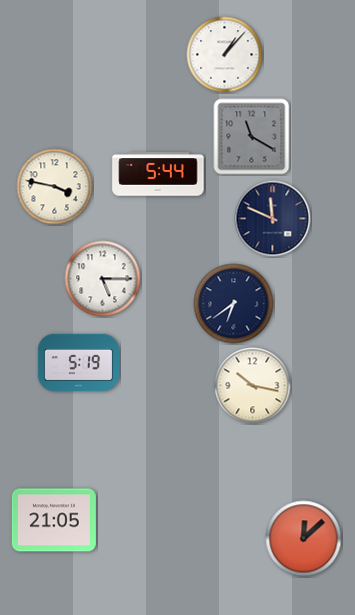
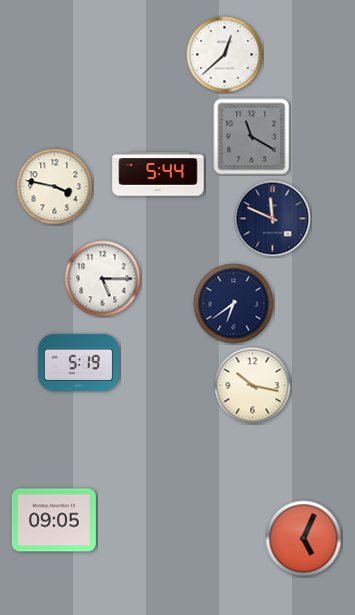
clock at (225, 55): 1:07 -> 12:38
clock at (54, 520): 21:05 -> 09:05
clock at (304, 539): 12:08 -> 5:04
